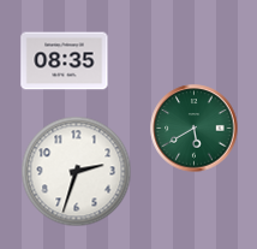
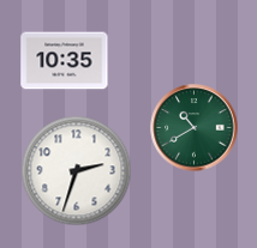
clock at (65, 61): 08:35 -> 10:35
clock at (195, 129): 5:40 -> 10:40
